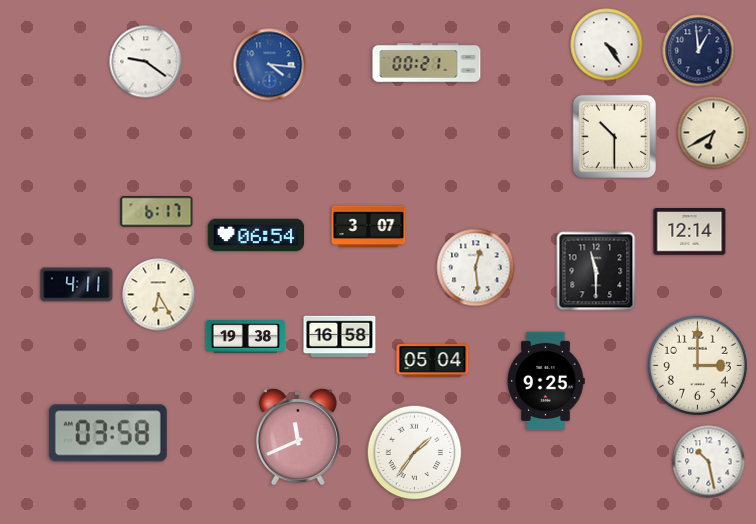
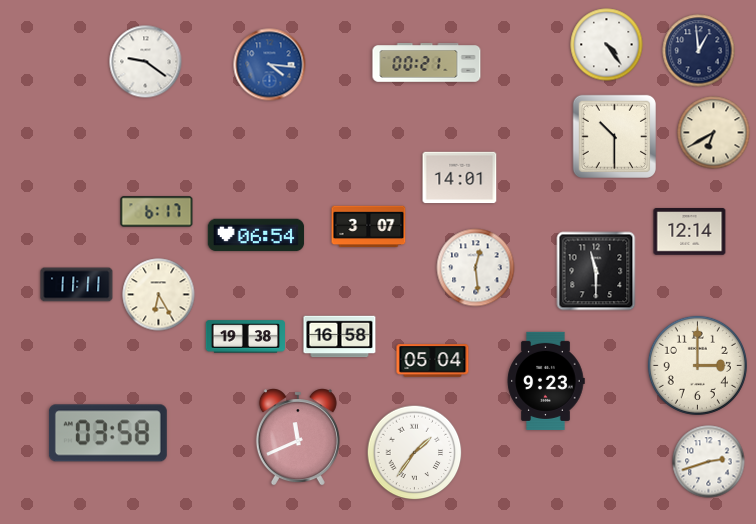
clock at (460, 178): none -> 14:01
clock at (77, 285): 4:11 -> 11:11
clock at (546, 381): 9:25 -> 9:23
clock at (709, 462): 10:28 -> 2:42
